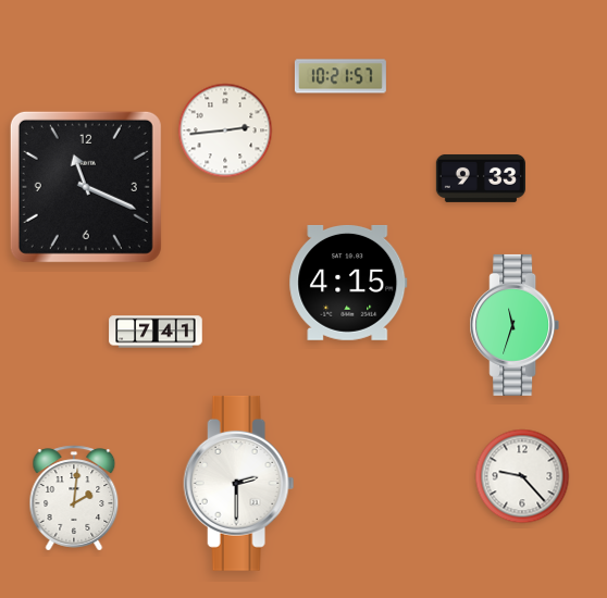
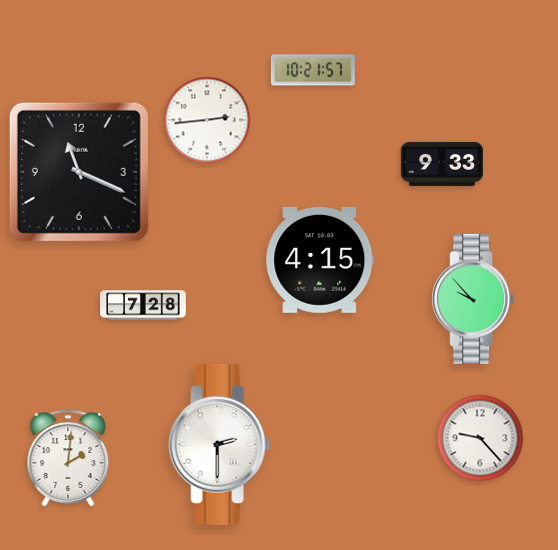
clock at (515, 325): 11:33 -> 9:53
clock at (156, 332): 7:41 -> 7:28
